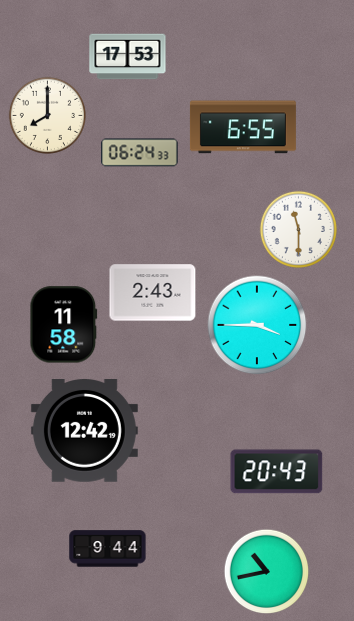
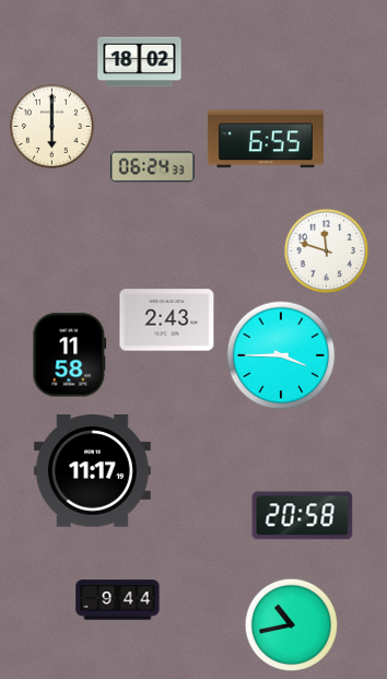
clock at (128, 57): 17:53 -> 18:02
clock at (47, 115): 8:00 -> 6:00
clock at (298, 229): 11:30 -> 11:48
clock at (84, 431): 12:42 -> 11:17
clock at (277, 472): 20:43 -> 20:58
